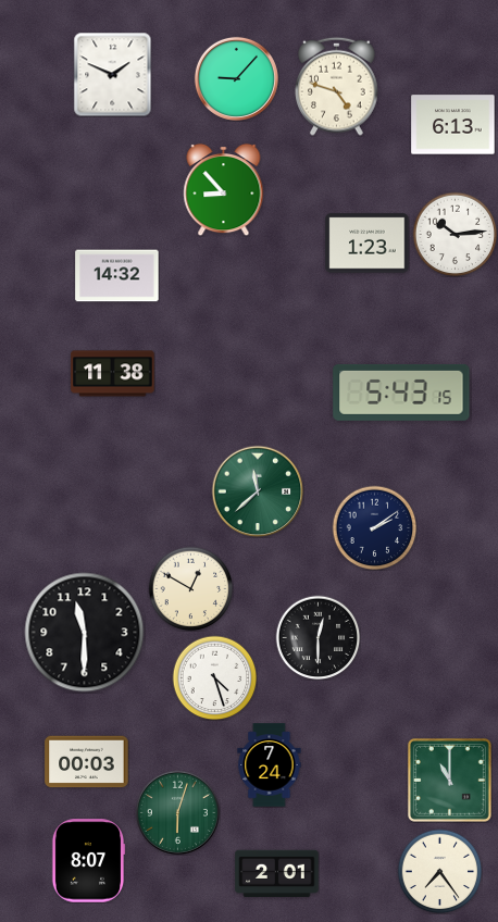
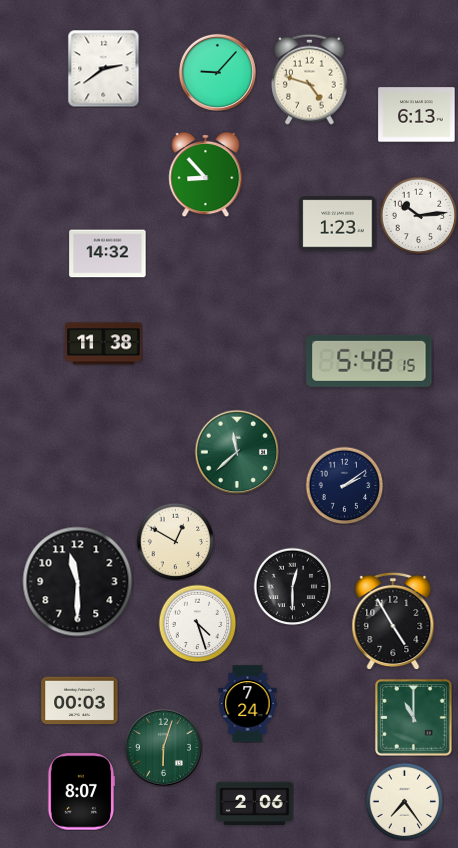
clock at (113, 74): 1:49 -> 2:39
clock at (401, 393): 5:43 -> 5:48
clock at (393, 621): none -> 4:55
clock at (277, 874): 2:01 -> 2:06
